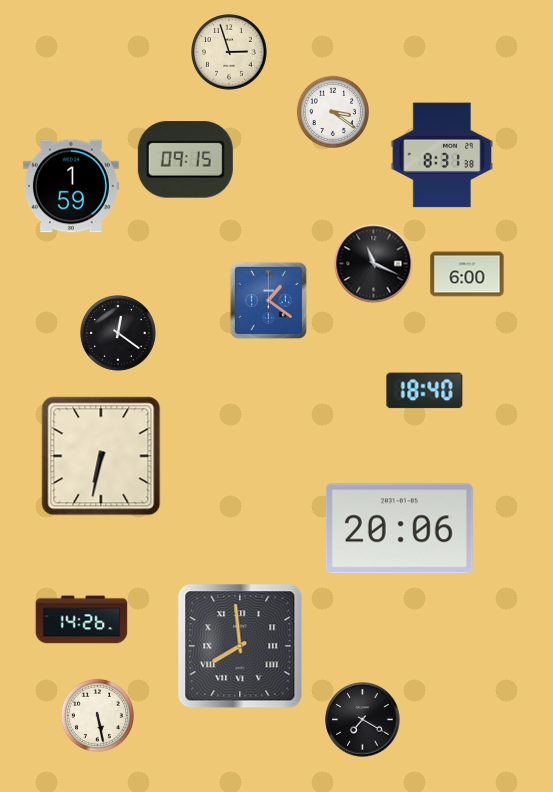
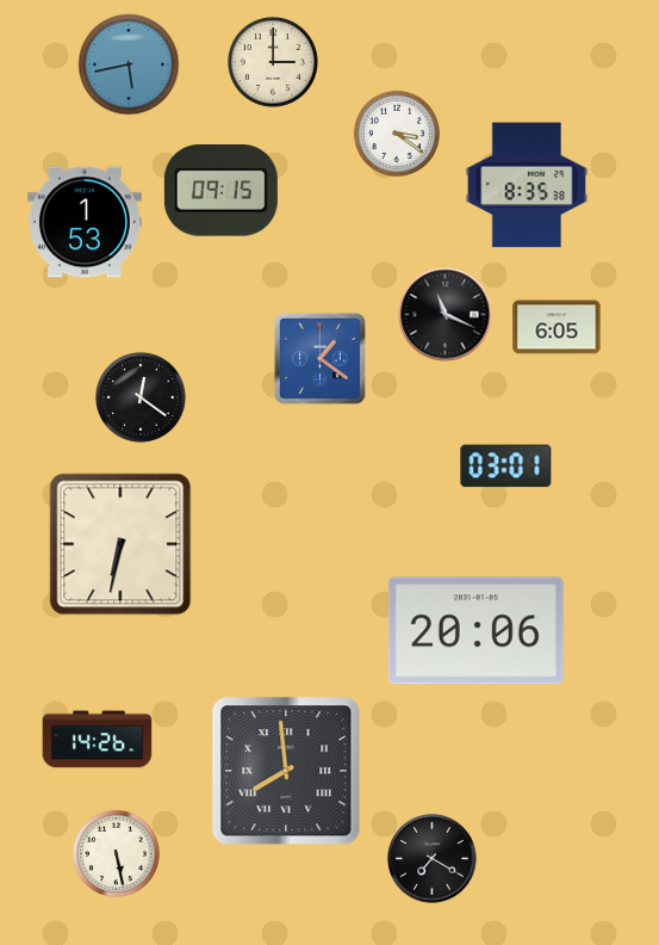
clock at (229, 52): 2:57 -> 3:00
clock at (129, 64): none -> 5:43
clock at (442, 155): 8:31 -> 8:35
clock at (71, 186): 1:59 -> 1:53
clock at (467, 274): 6:00 -> 6:05
clock at (425, 391): 18:40 -> 03:01
